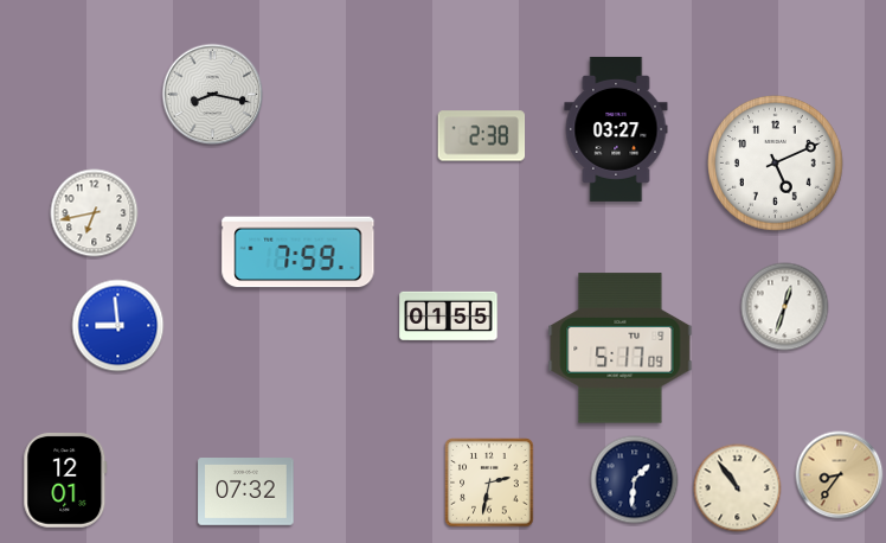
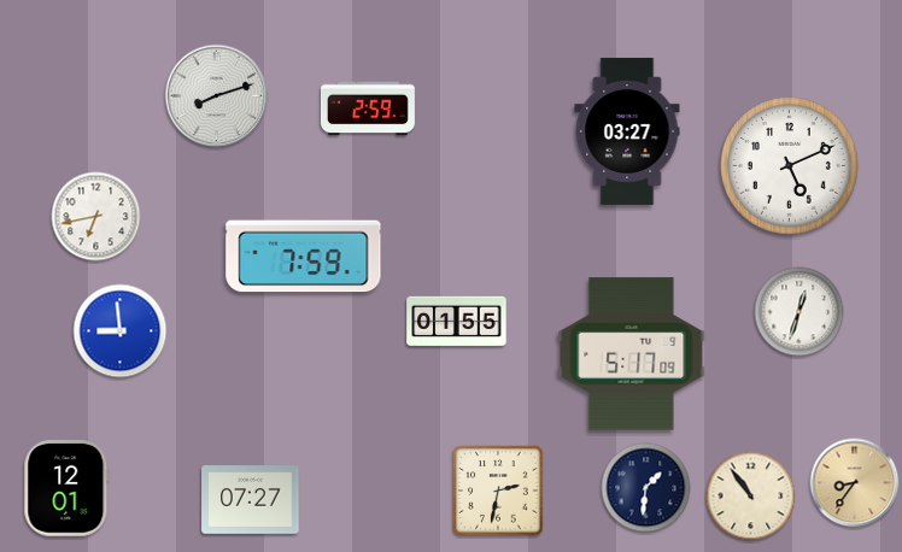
clock at (213, 95): 8:17 -> 8:12
clock at (368, 108): none -> 2:59
clock at (482, 136): 2:38 -> none
clock at (246, 492): 07:32 -> 07:27
